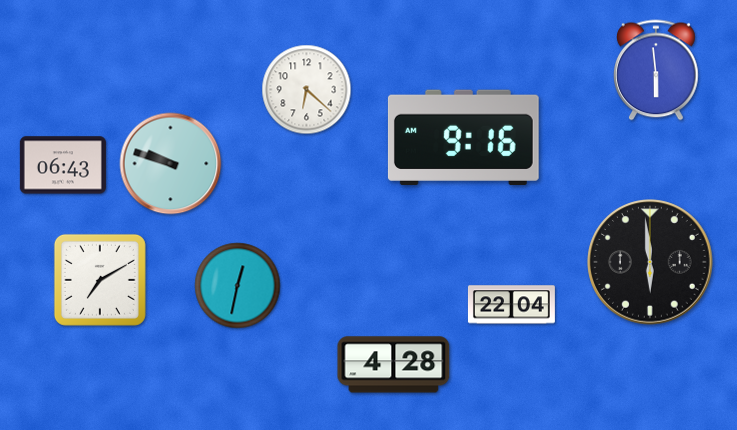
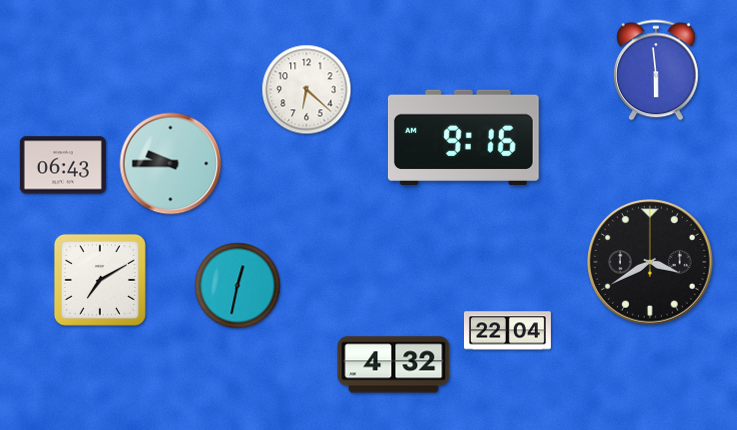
clock at (171, 164): 9:48 -> 9:45
clock at (650, 262): 5:59 -> 3:40
clock at (511, 305) position: (511, 305) -> (507, 331)
clock at (394, 365): 4:28 -> 4:32
